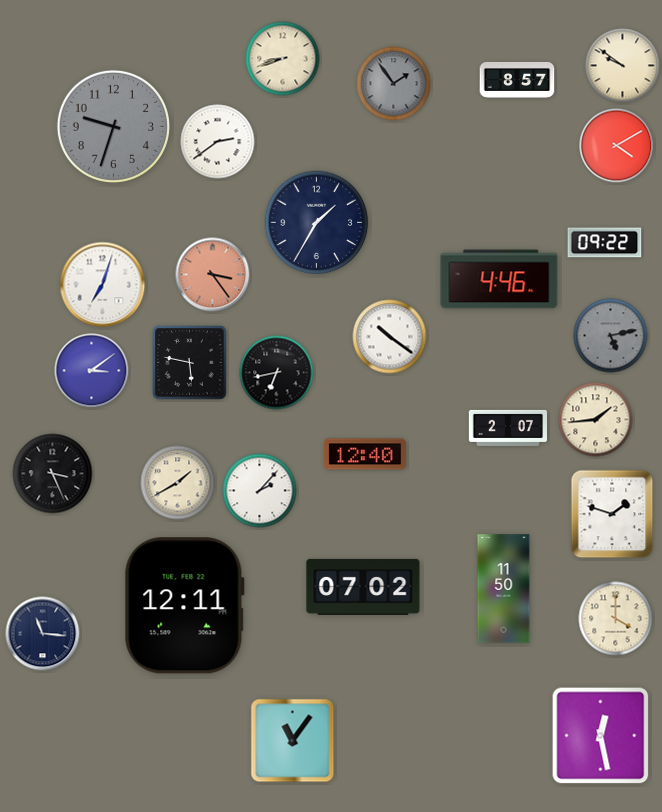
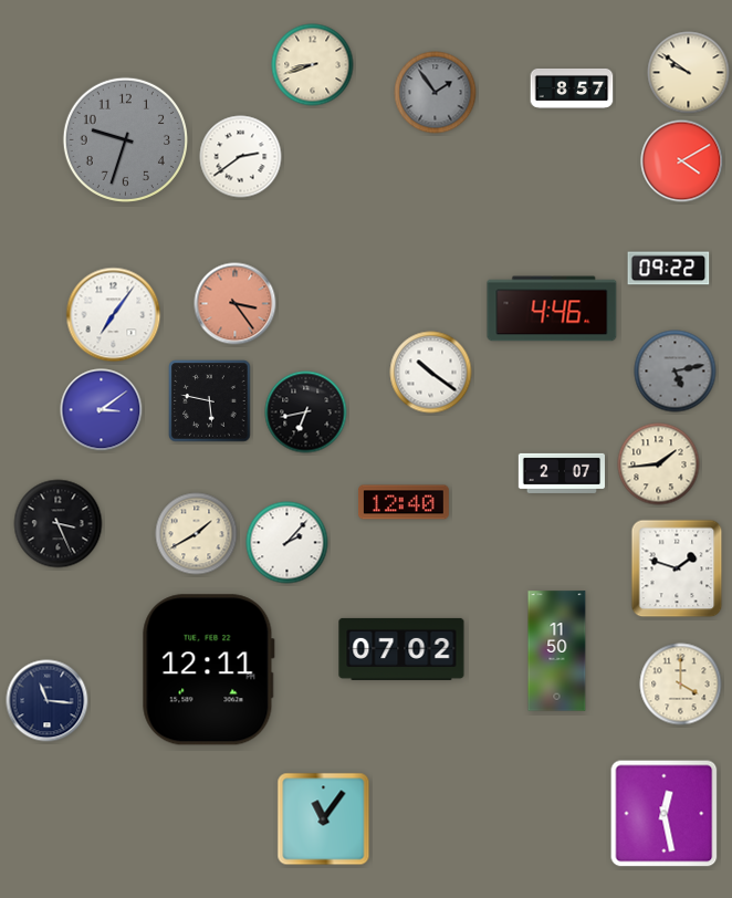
clock at (317, 223): 1:35 -> none
clock at (103, 285): 7:03 -> 7:06
clock at (184, 606) position: (184, 606) -> (208, 670)
